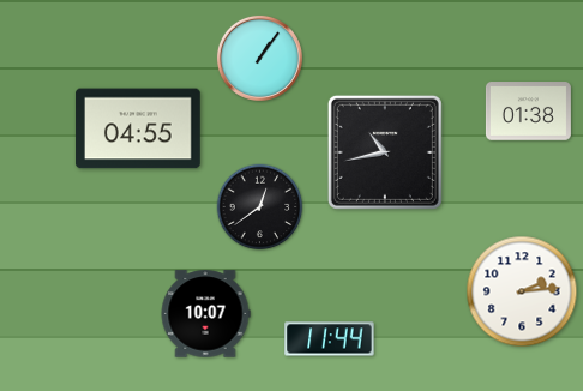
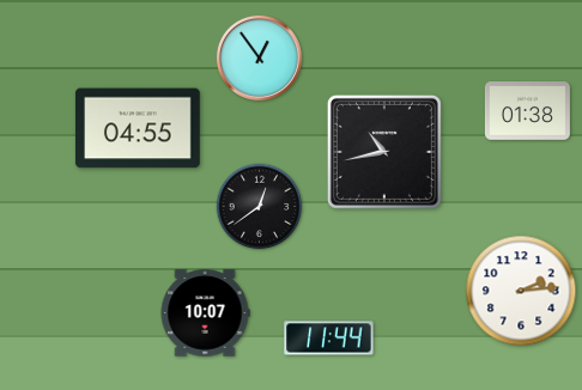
clock at (259, 58): 1:06 -> 12:54
